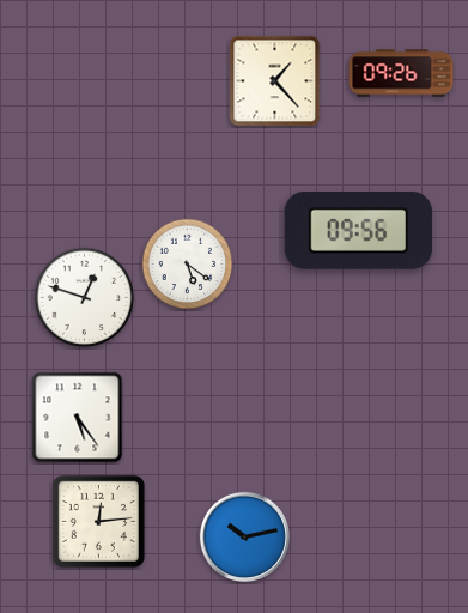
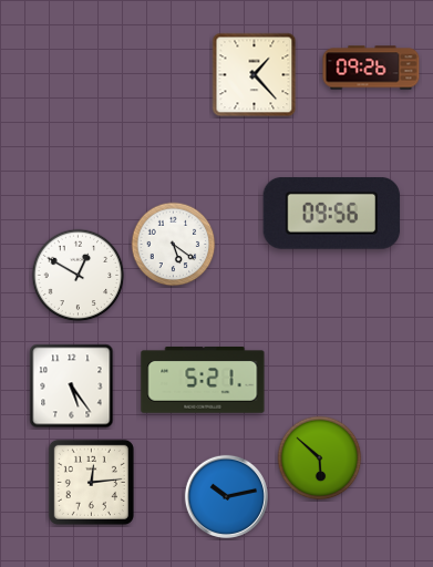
clock at (85, 298): 12:48 -> 12:50
clock at (203, 381): none -> 5:21
clock at (320, 458): none -> 5:52
